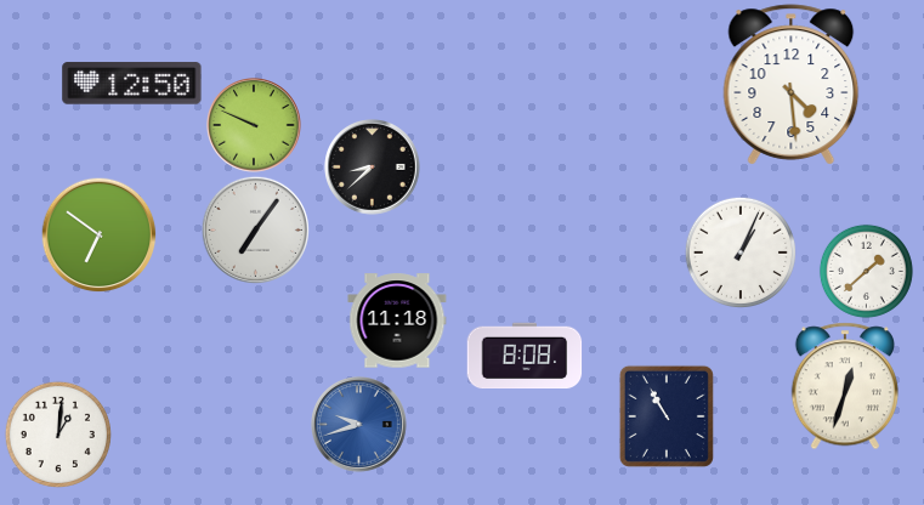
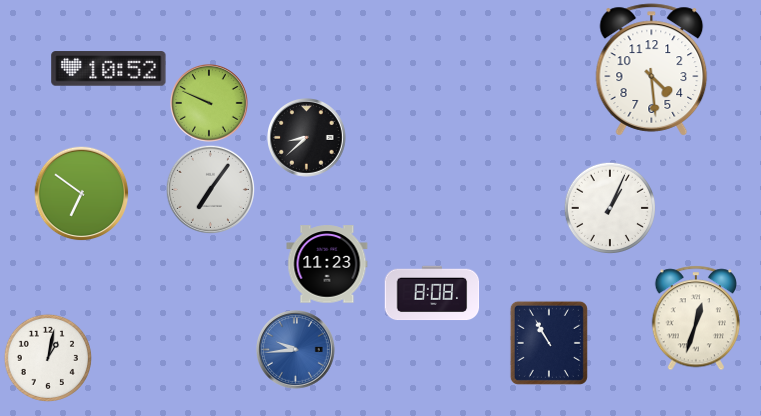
clock at (132, 84): 12:50 -> 10:52
clock at (866, 271): 1:38 -> none
clock at (397, 320): 11:18 -> 11:23
clock at (359, 425): 9:42 -> 9:44
clock at (58, 435): 1:01 -> 1:02
